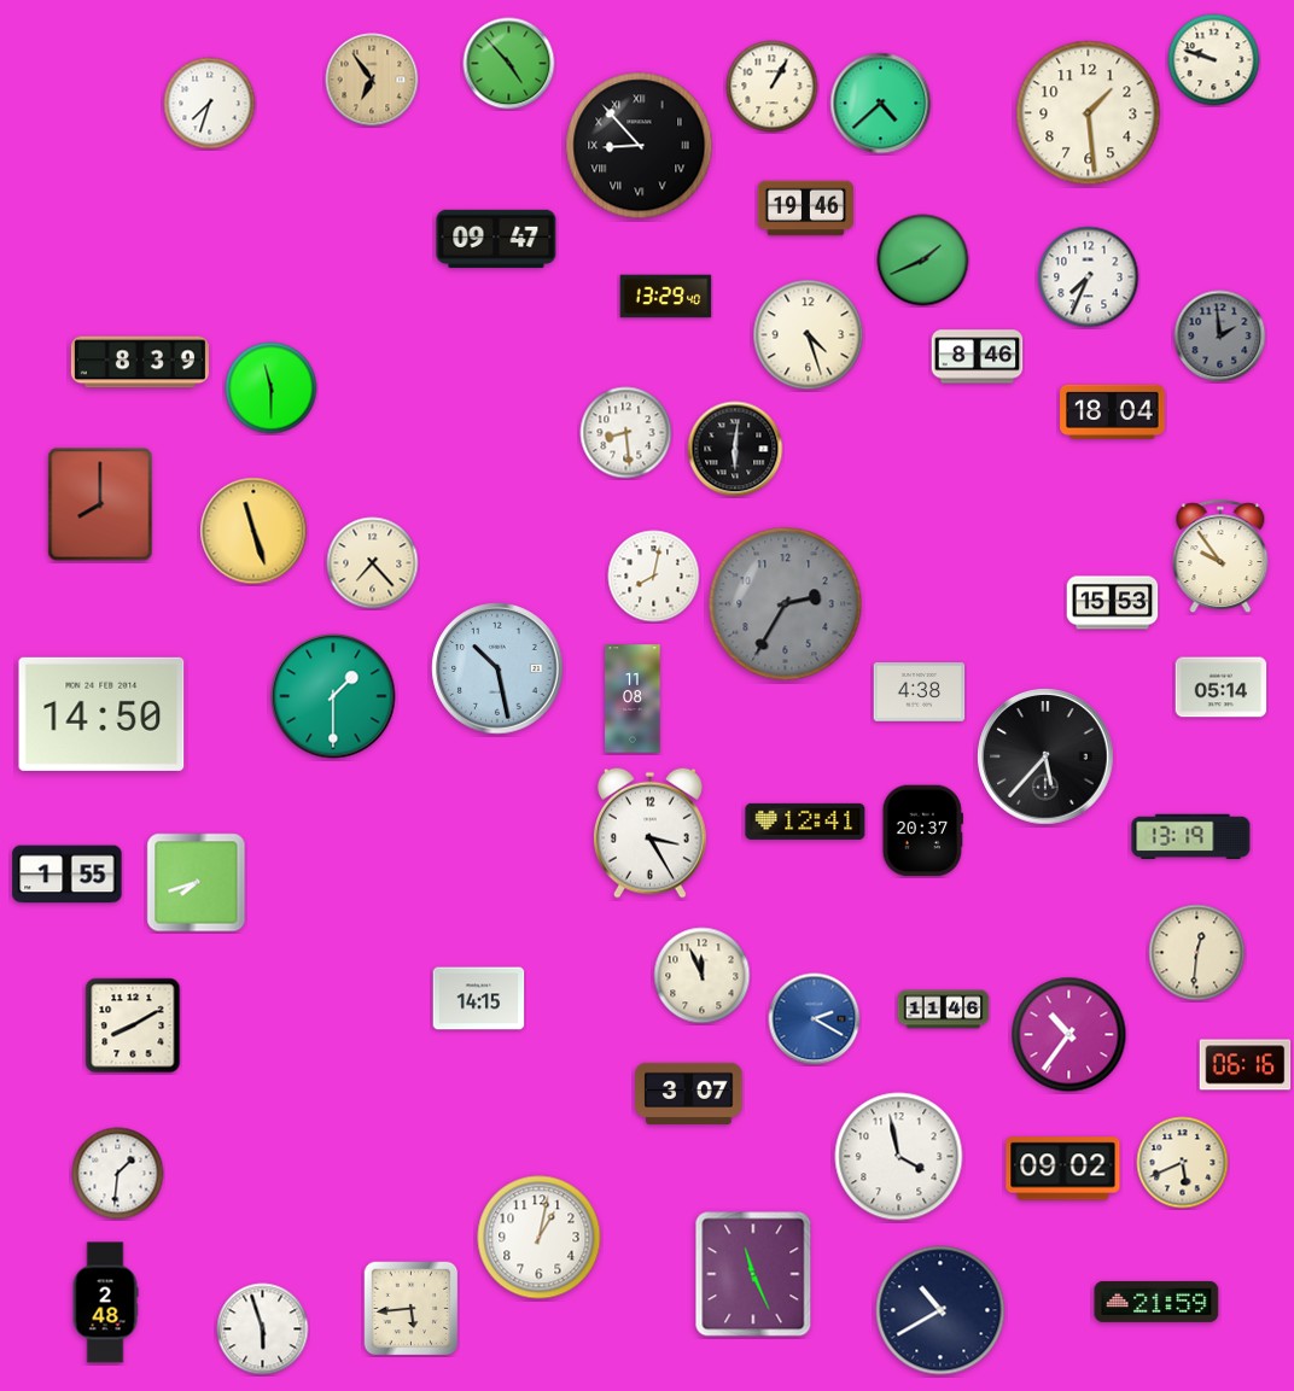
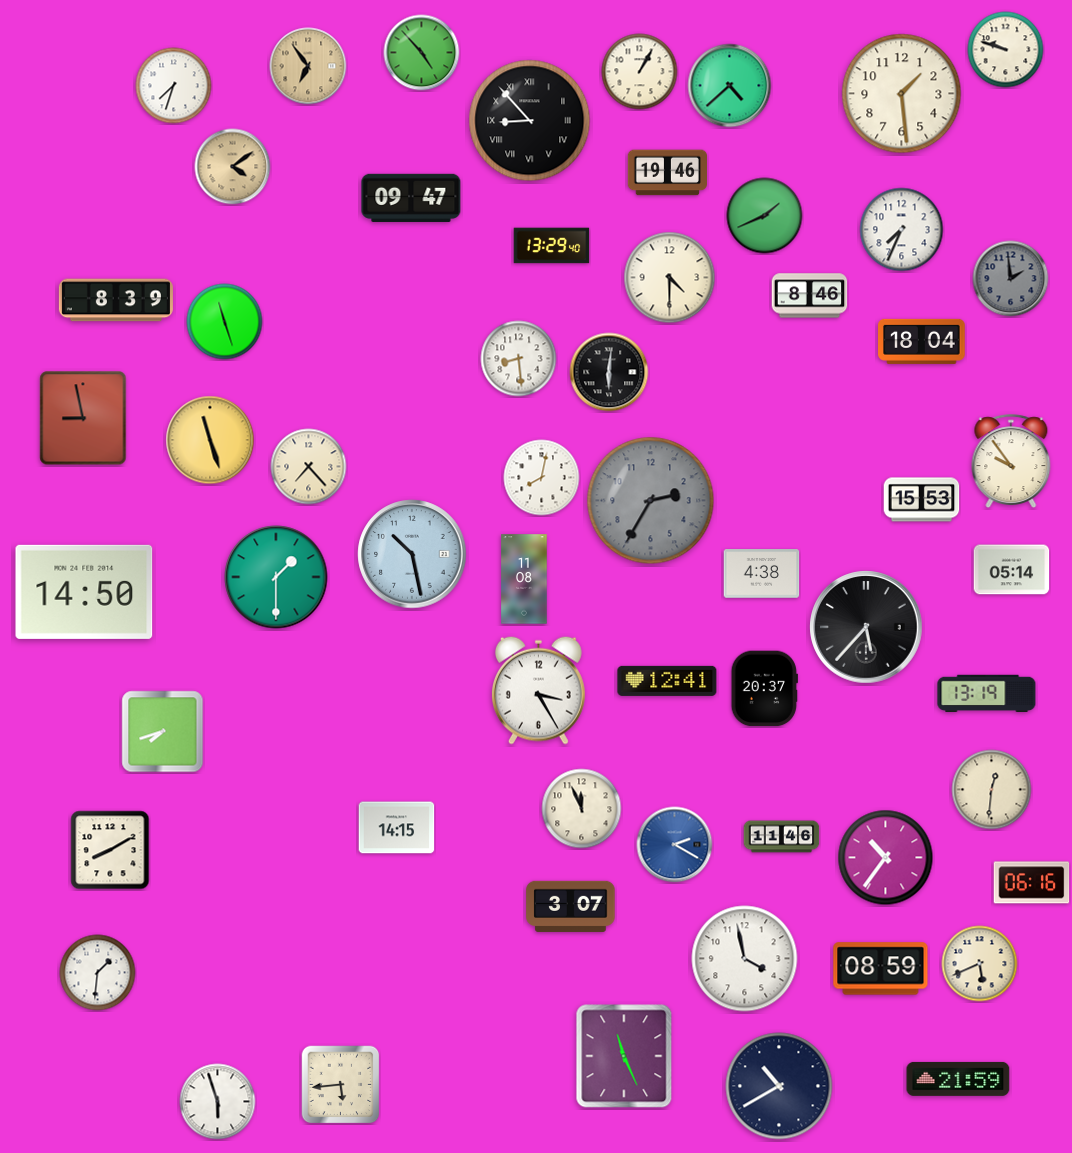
clock at (233, 167): none -> 4:09
clock at (809, 335): 4:27 -> 4:30
clock at (272, 388): 11:30 -> 11:27
clock at (100, 504): 8:00 -> 8:58
clock at (68, 875): 1:55 -> none
clock at (1063, 1169): 09:02 -> 08:59
clock at (540, 1238): 1:02 -> none
clock at (105, 1303): 2:48 -> none
